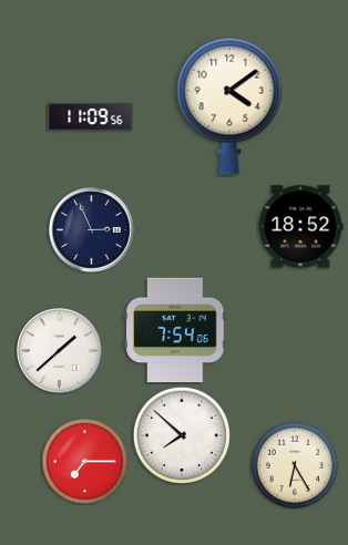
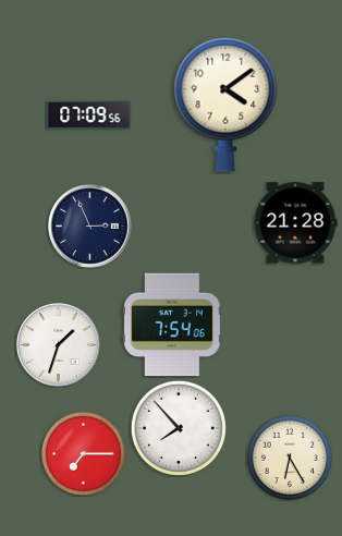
clock at (91, 116): 11:09 -> 07:09
clock at (300, 227): 18:52 -> 21:28
clock at (60, 351): 1:38 -> 1:33
clock at (181, 434): 7:52 -> 7:53
